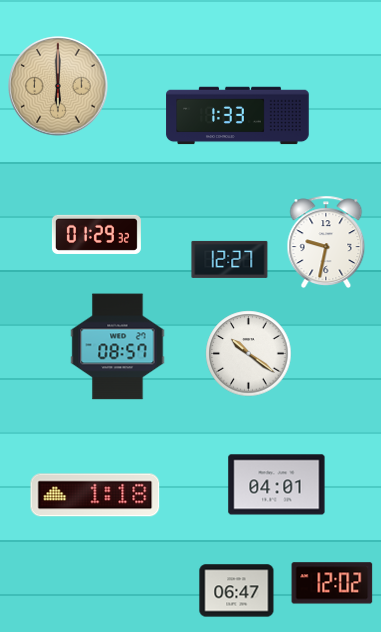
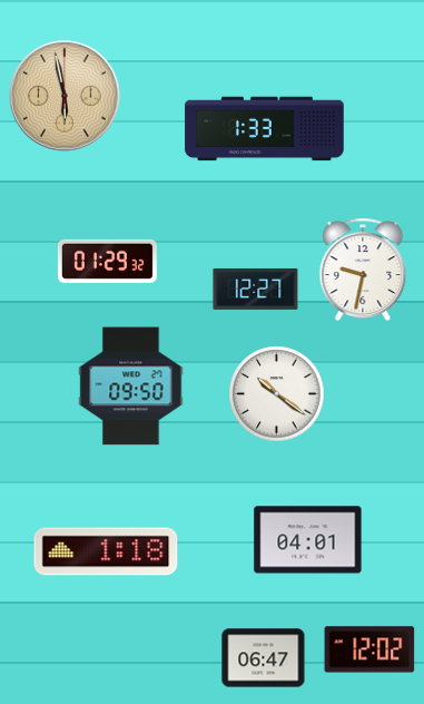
clock at (58, 86): 6:00 -> 5:58
clock at (118, 347): 08:57 -> 09:50
